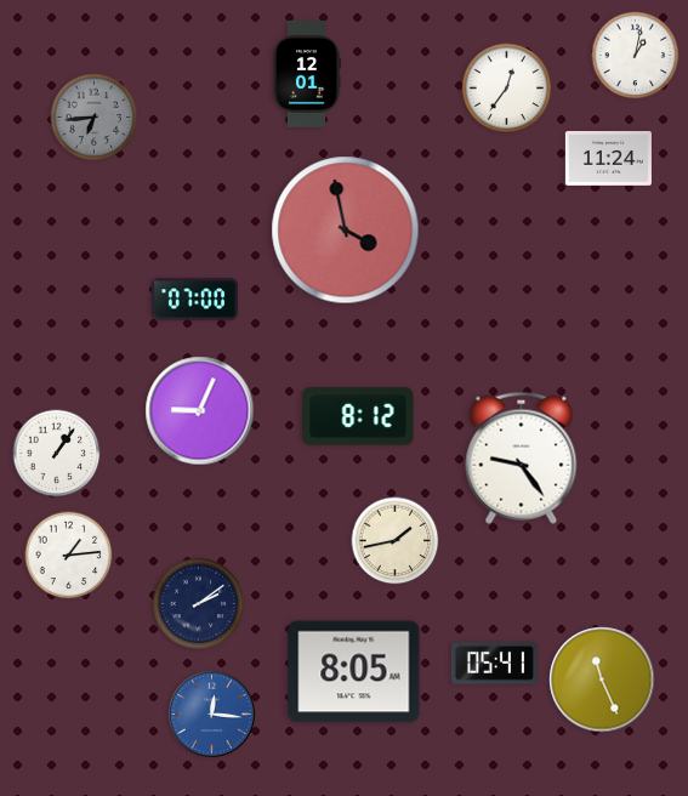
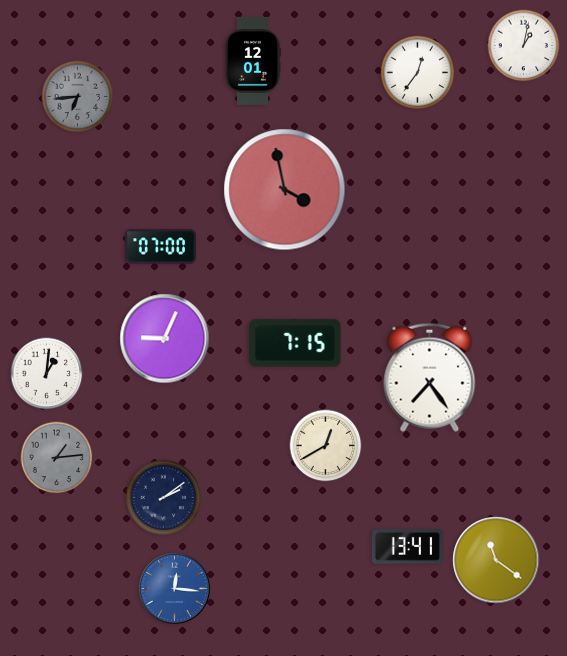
clock at (608, 158): 11:24 -> none
clock at (358, 416): 8:12 -> 7:15
clock at (57, 454): 1:06 -> 1:01
clock at (522, 457): 9:24 -> 7:24
clock at (396, 541): 1:43 -> 12:40
clock at (69, 556) dial: white -> grey
clock at (494, 664): 05:41 -> 13:41
clock at (354, 672): 8:05 -> none
clock at (602, 680): 11:26 -> 11:21
